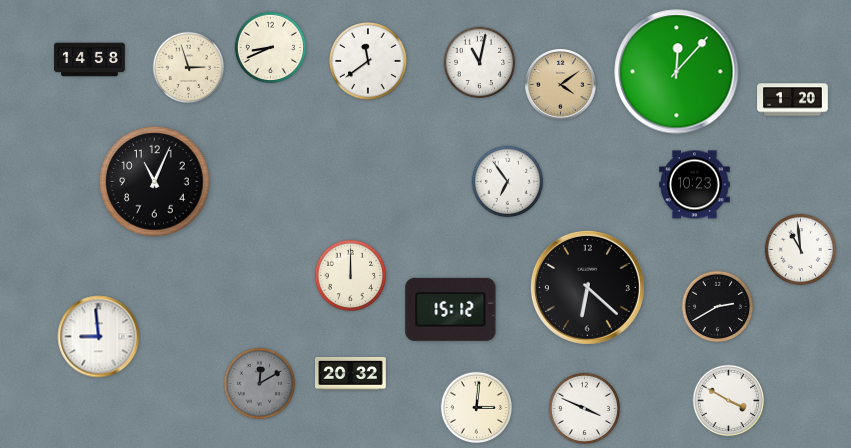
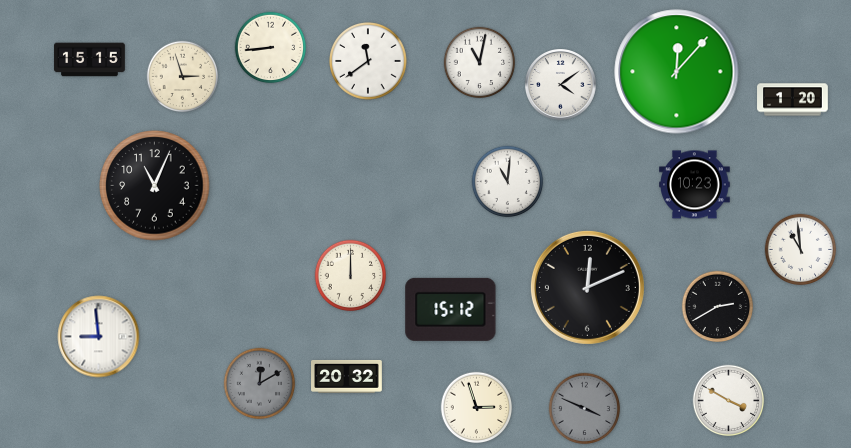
clock at (271, 48): 8:41 -> 8:44
clock at (90, 60): 14:58 -> 15:15
clock at (189, 68) position: (189, 68) -> (183, 77)
clock at (561, 85) dial: champagne -> white
clock at (155, 182) position: (155, 182) -> (155, 186)
clock at (508, 182): 6:54 -> 11:01
clock at (587, 287): 6:22 -> 12:11
clock at (351, 373) position: (351, 373) -> (347, 376)
clock at (477, 408): 3:01 -> 2:57
clock at (585, 409) dial: white -> grey
